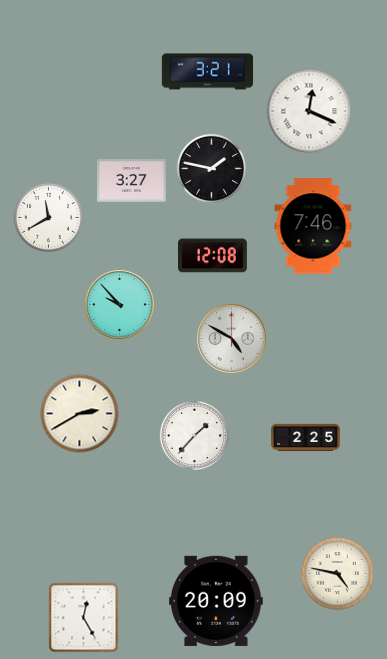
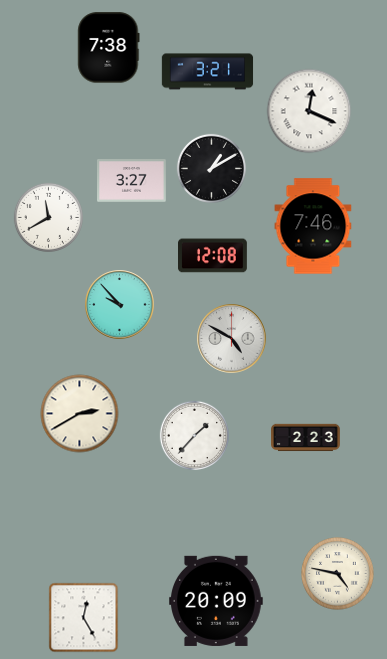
clock at (109, 48): none -> 7:38
clock at (211, 168): 1:47 -> 1:10
clock at (306, 438): 2:25 -> 2:23
